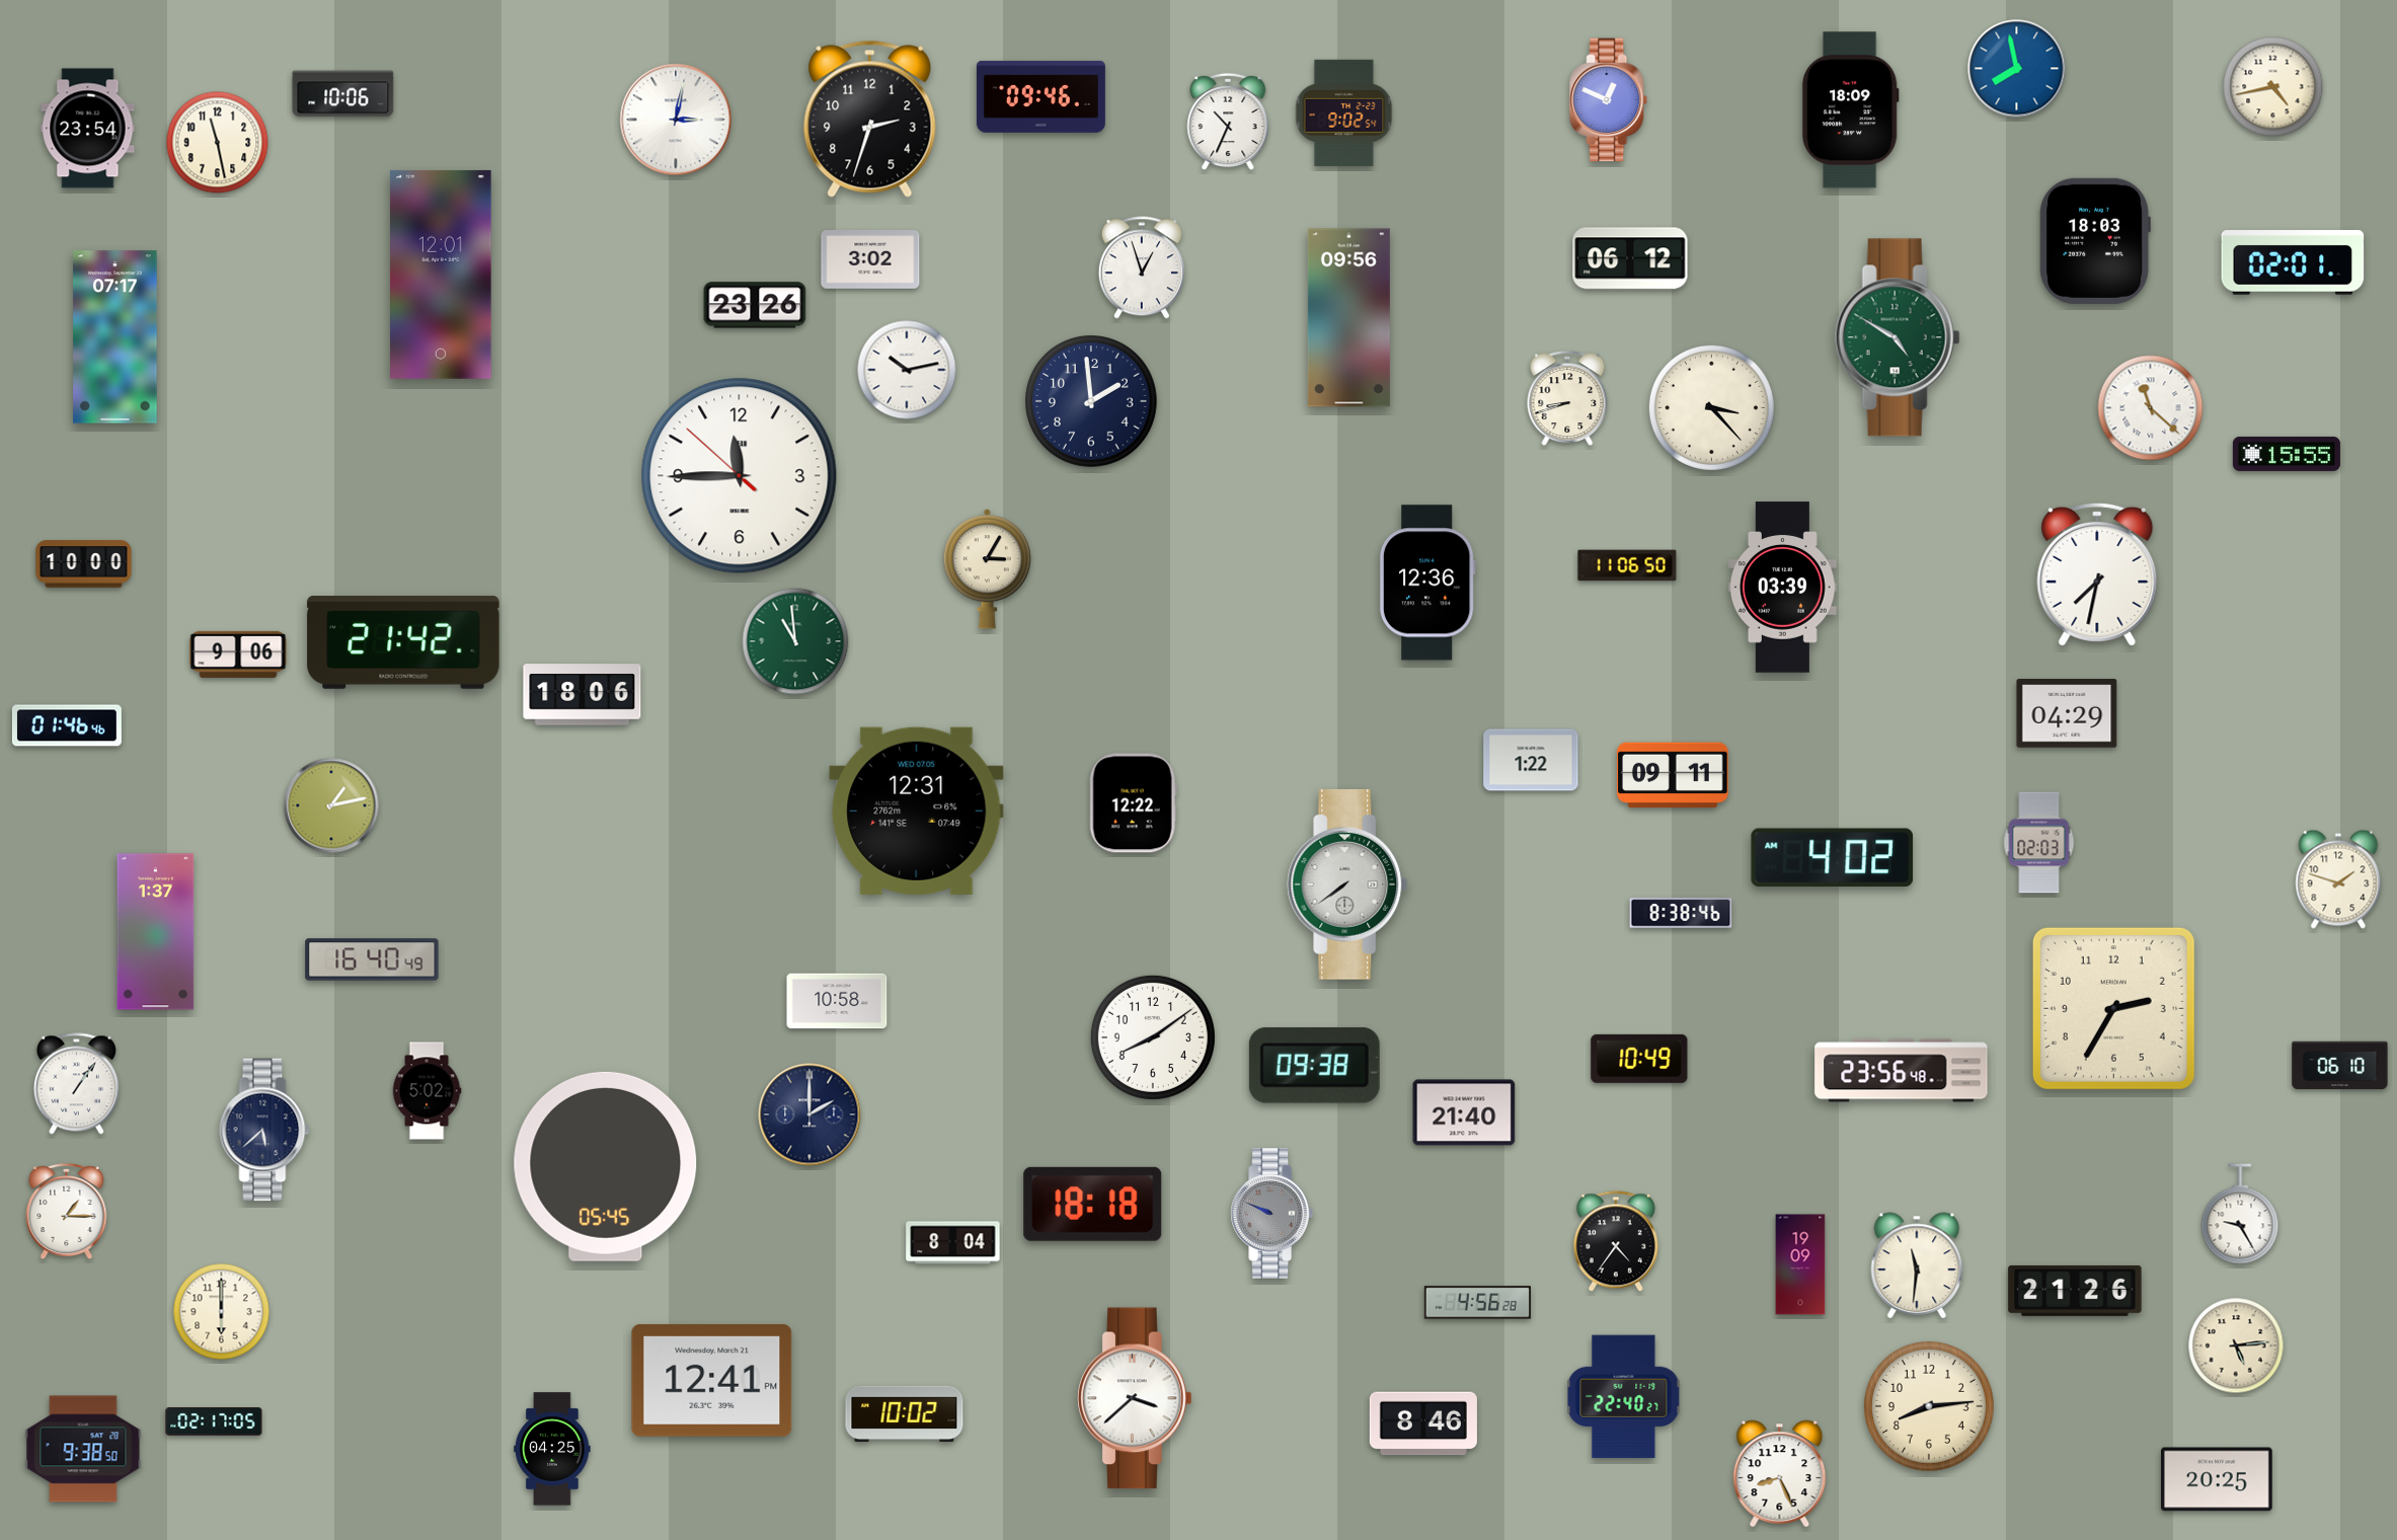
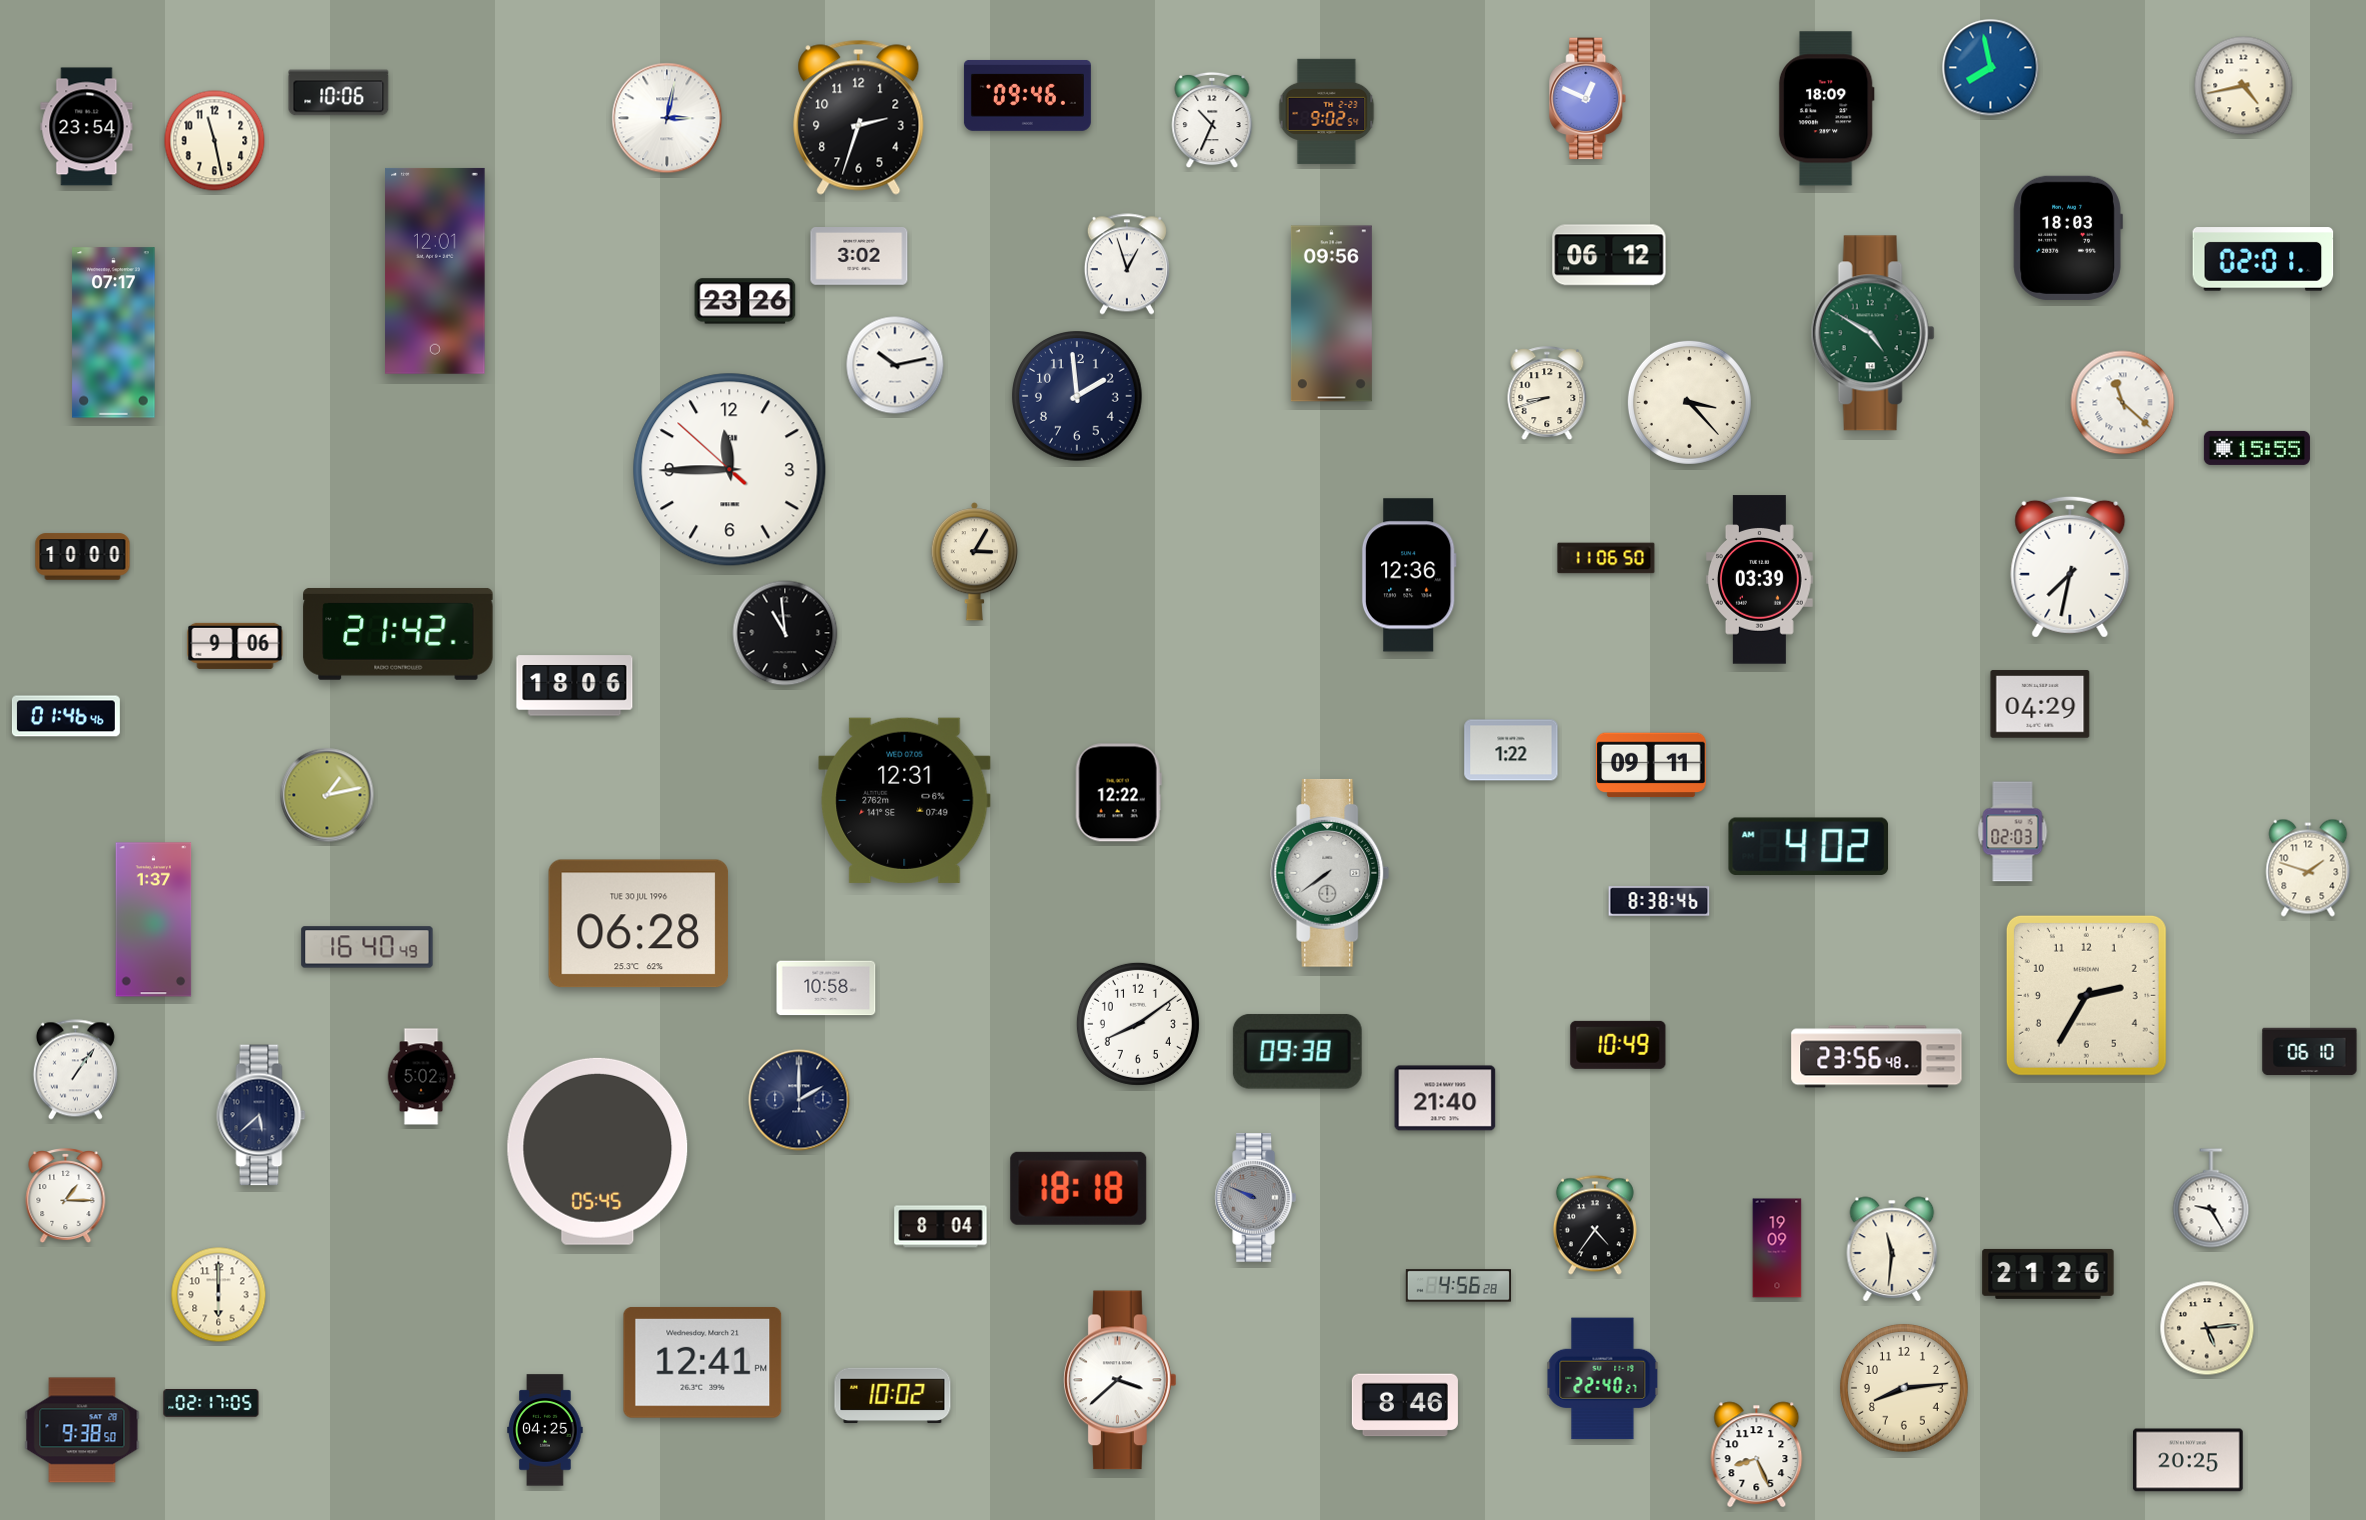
clock at (795, 641) dial: green -> black
clock at (639, 924): none -> 06:28
